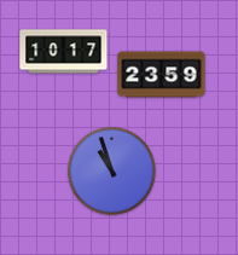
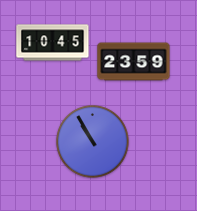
clock at (64, 52): 10:17 -> 10:45
clock at (112, 172): 10:57 -> 10:55
